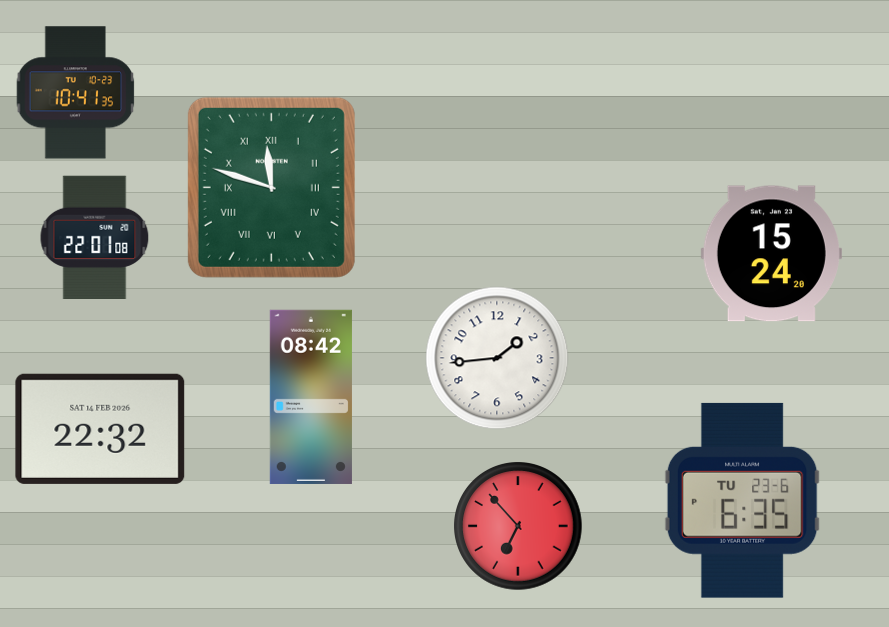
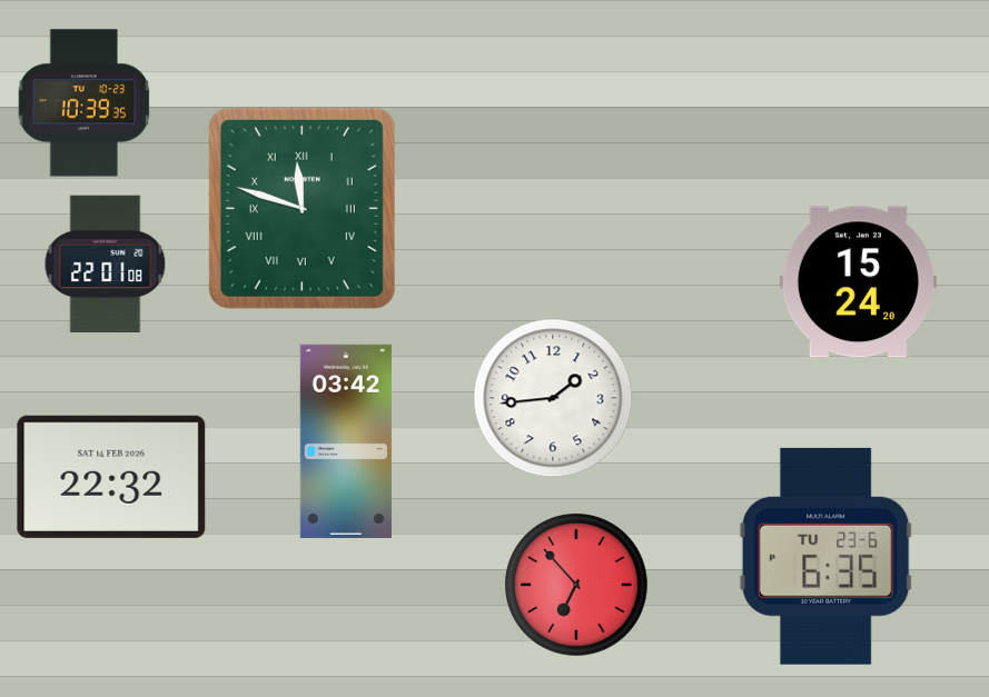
clock at (76, 93): 10:41 -> 10:39
clock at (311, 397): 08:42 -> 03:42
